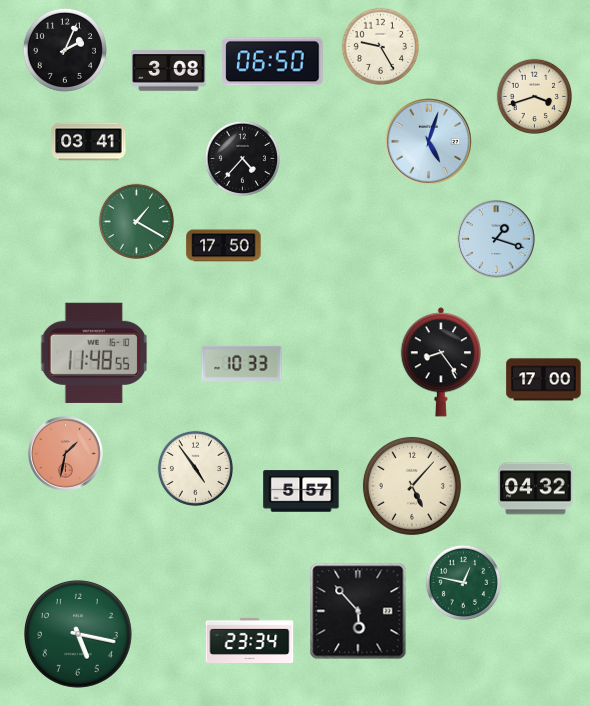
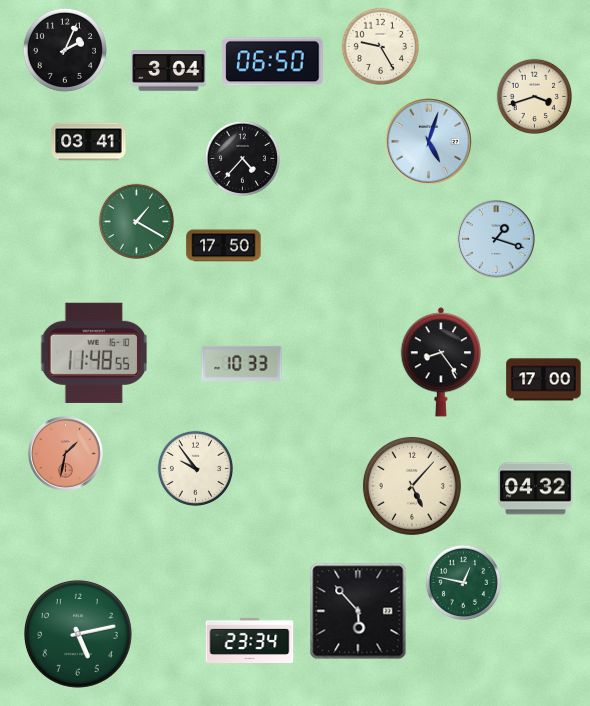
clock at (169, 71): 3:08 -> 3:04
clock at (195, 468): 4:54 -> 9:54
clock at (301, 491): 5:57 -> none
clock at (79, 634): 5:17 -> 5:13
